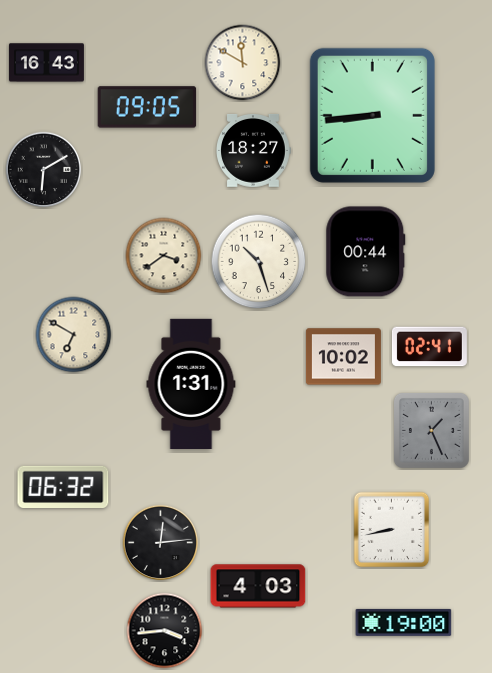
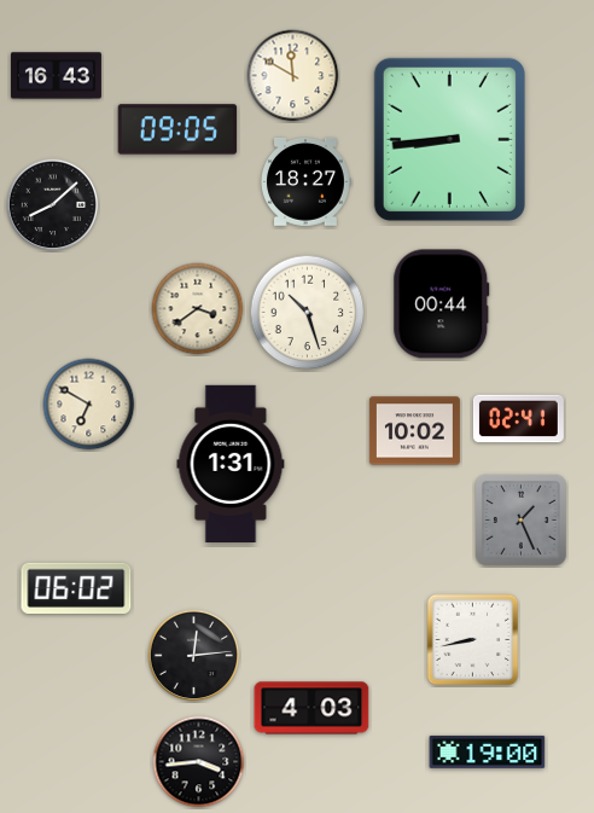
clock at (44, 170): 6:10 -> 8:08
clock at (259, 262) position: (259, 262) -> (308, 313)
clock at (63, 486): 06:32 -> 06:02
